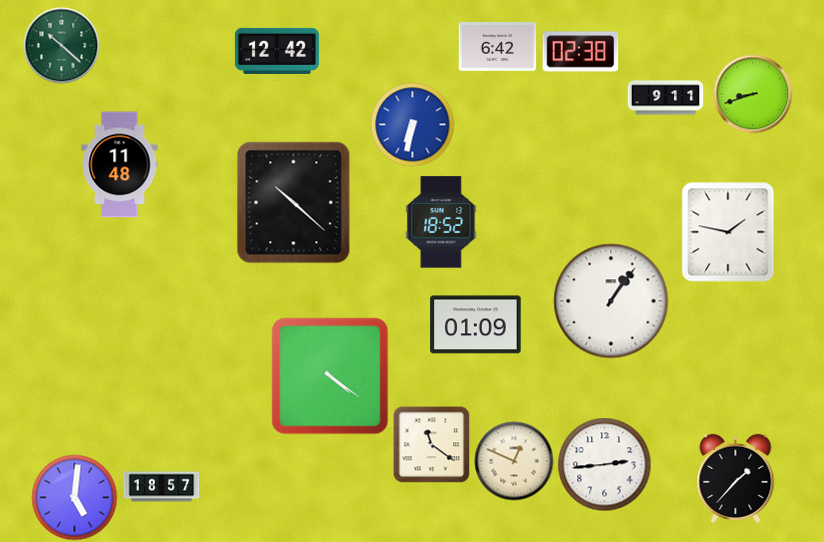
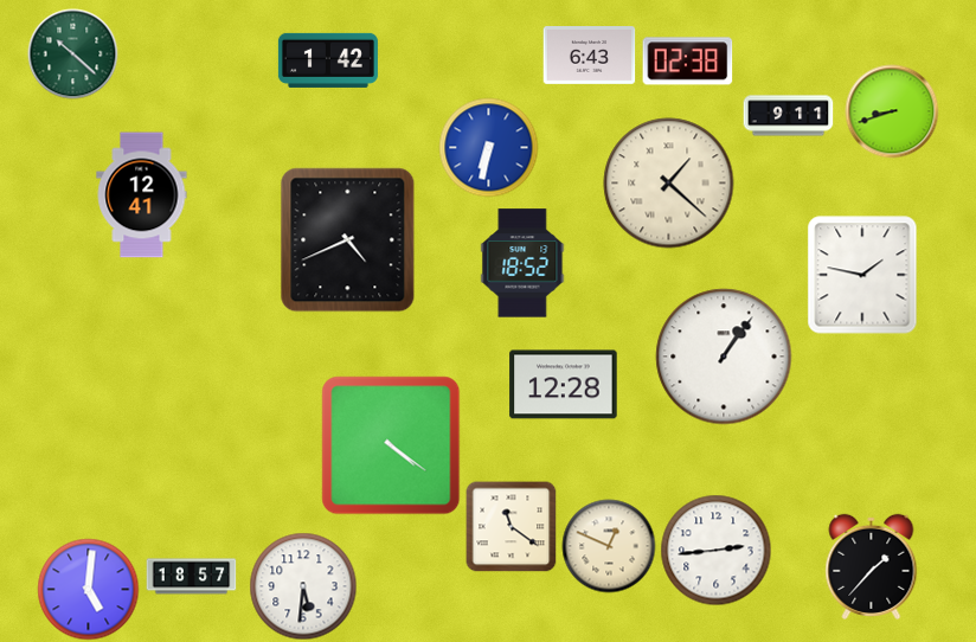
clock at (498, 47): 6:42 -> 6:43
clock at (277, 51): 12:42 -> 1:42
clock at (669, 184): none -> 1:22
clock at (120, 165): 11:48 -> 12:41
clock at (294, 203): 10:22 -> 4:41
clock at (476, 325): 01:09 -> 12:28
clock at (303, 586): none -> 5:31
